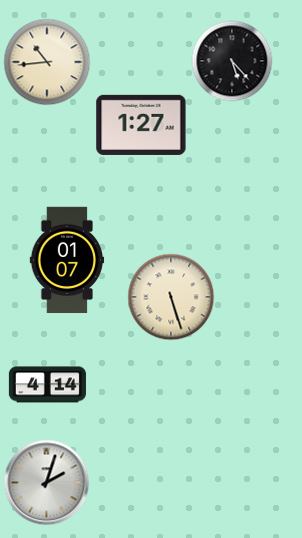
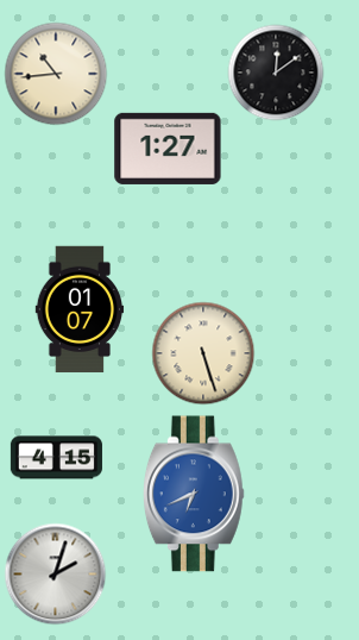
clock at (232, 61): 5:23 -> 12:09
clock at (47, 385): 4:14 -> 4:15
clock at (194, 494): none -> 6:41
